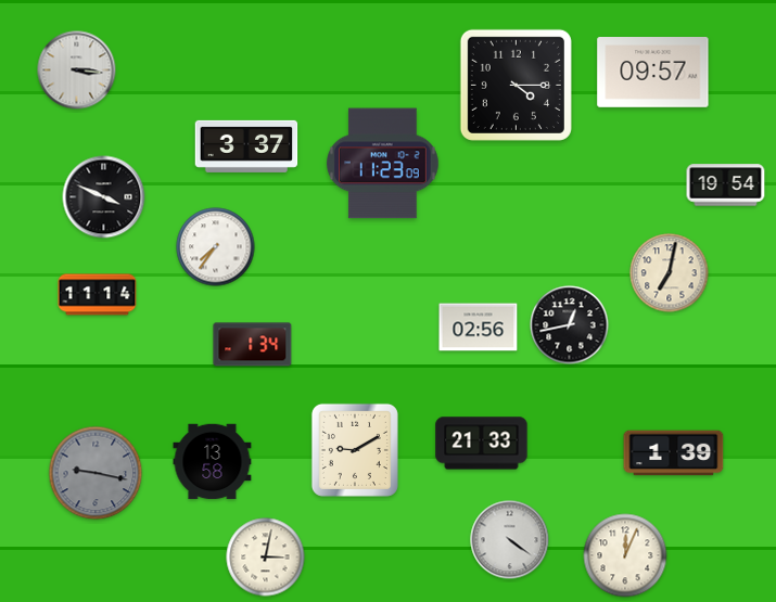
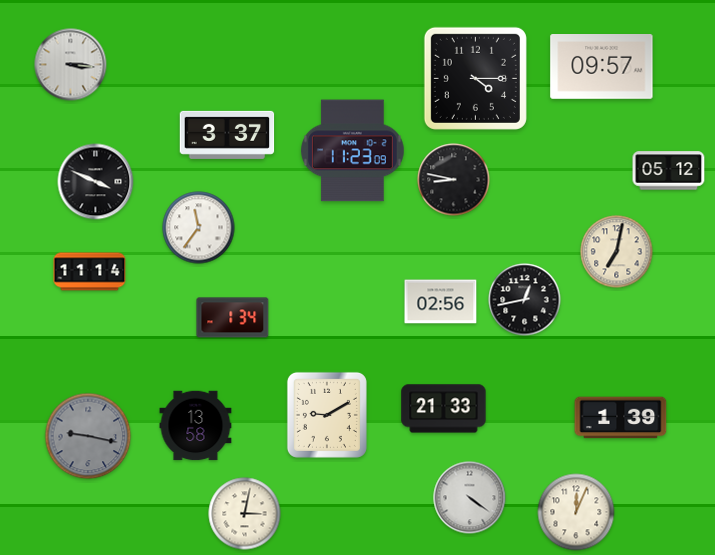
clock at (726, 185): 19:54 -> 05:12
clock at (454, 180): none -> 8:47
clock at (216, 247): 7:36 -> 11:36
